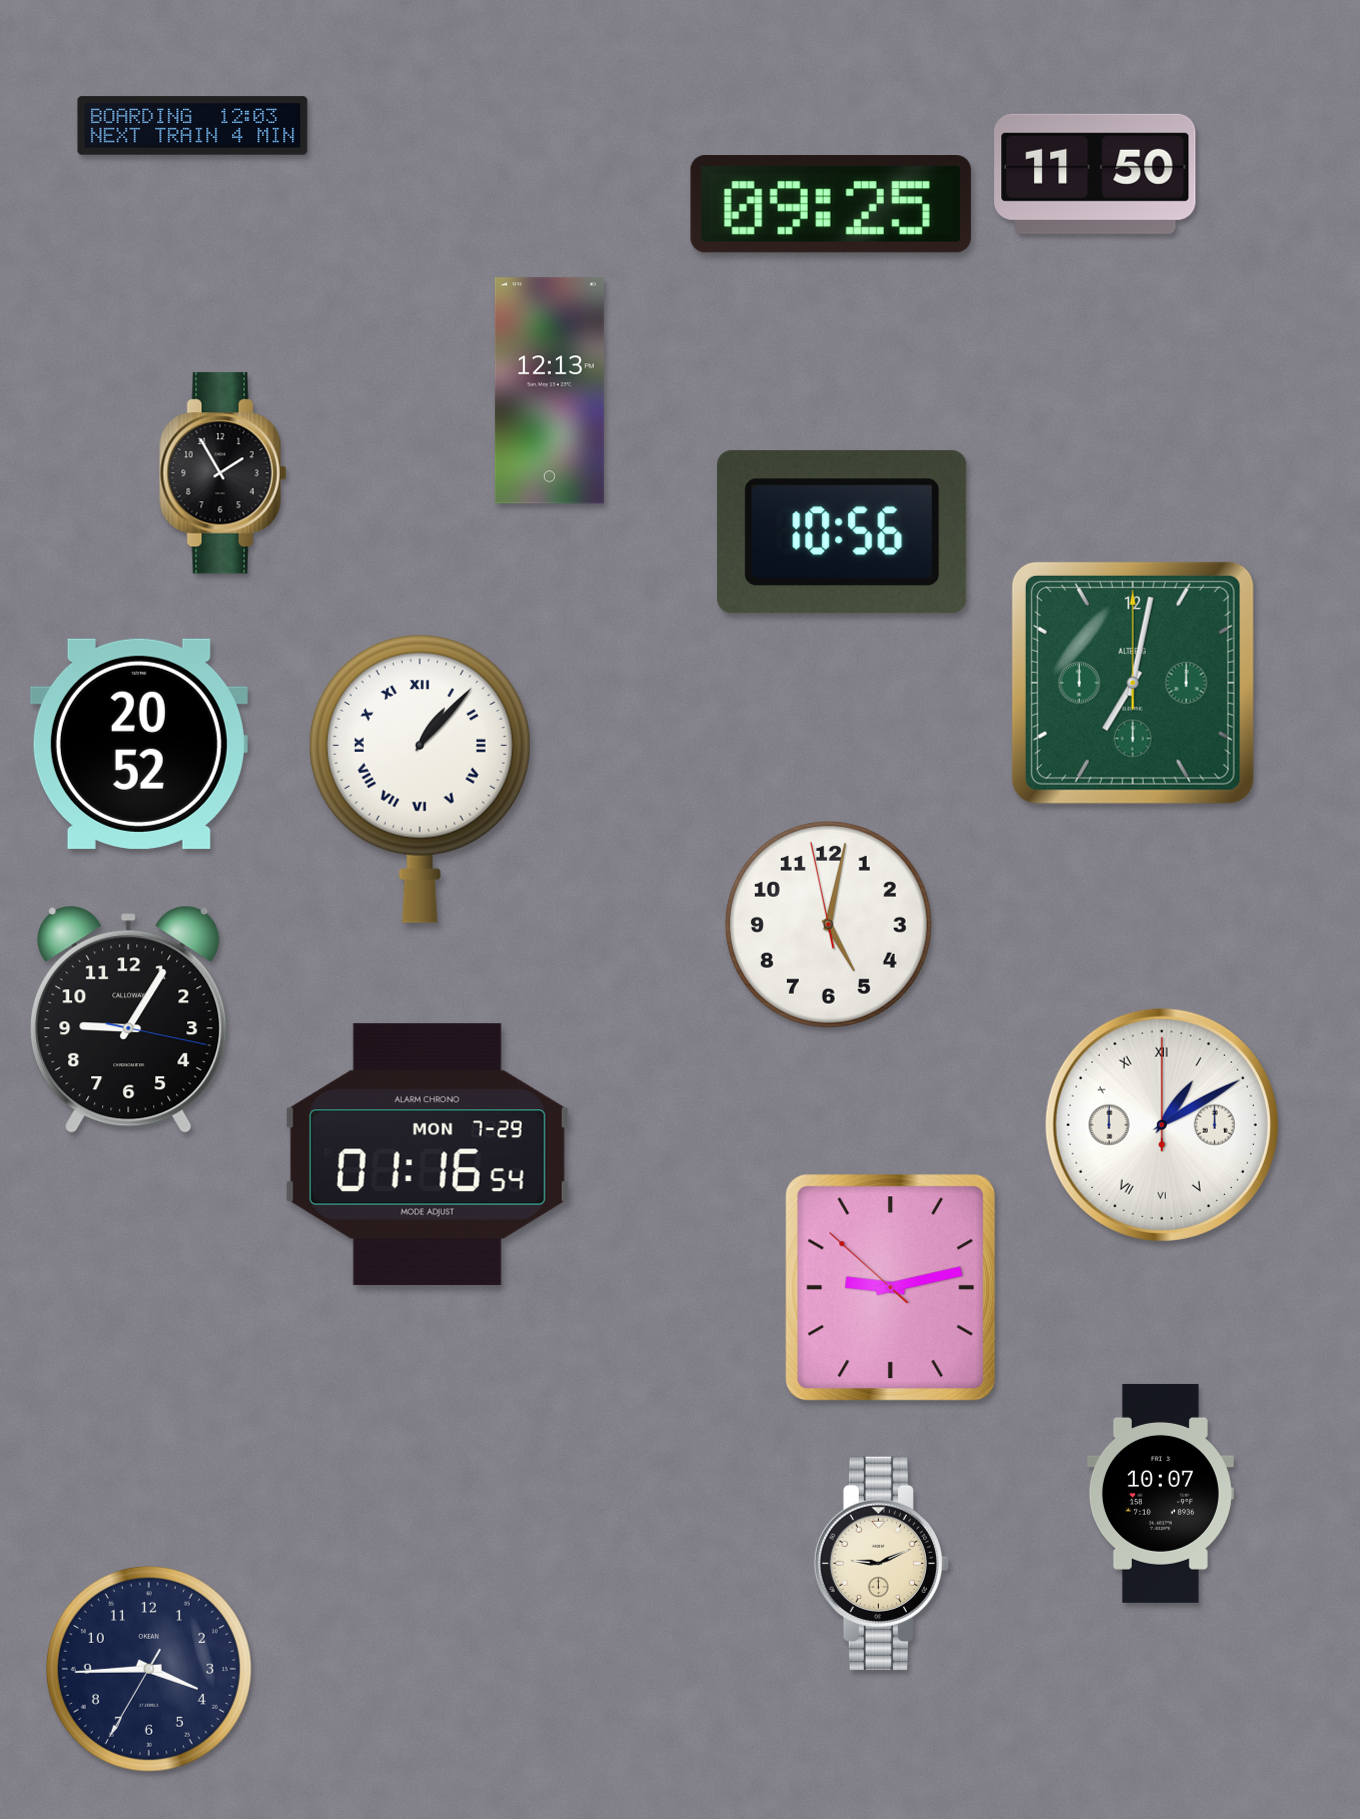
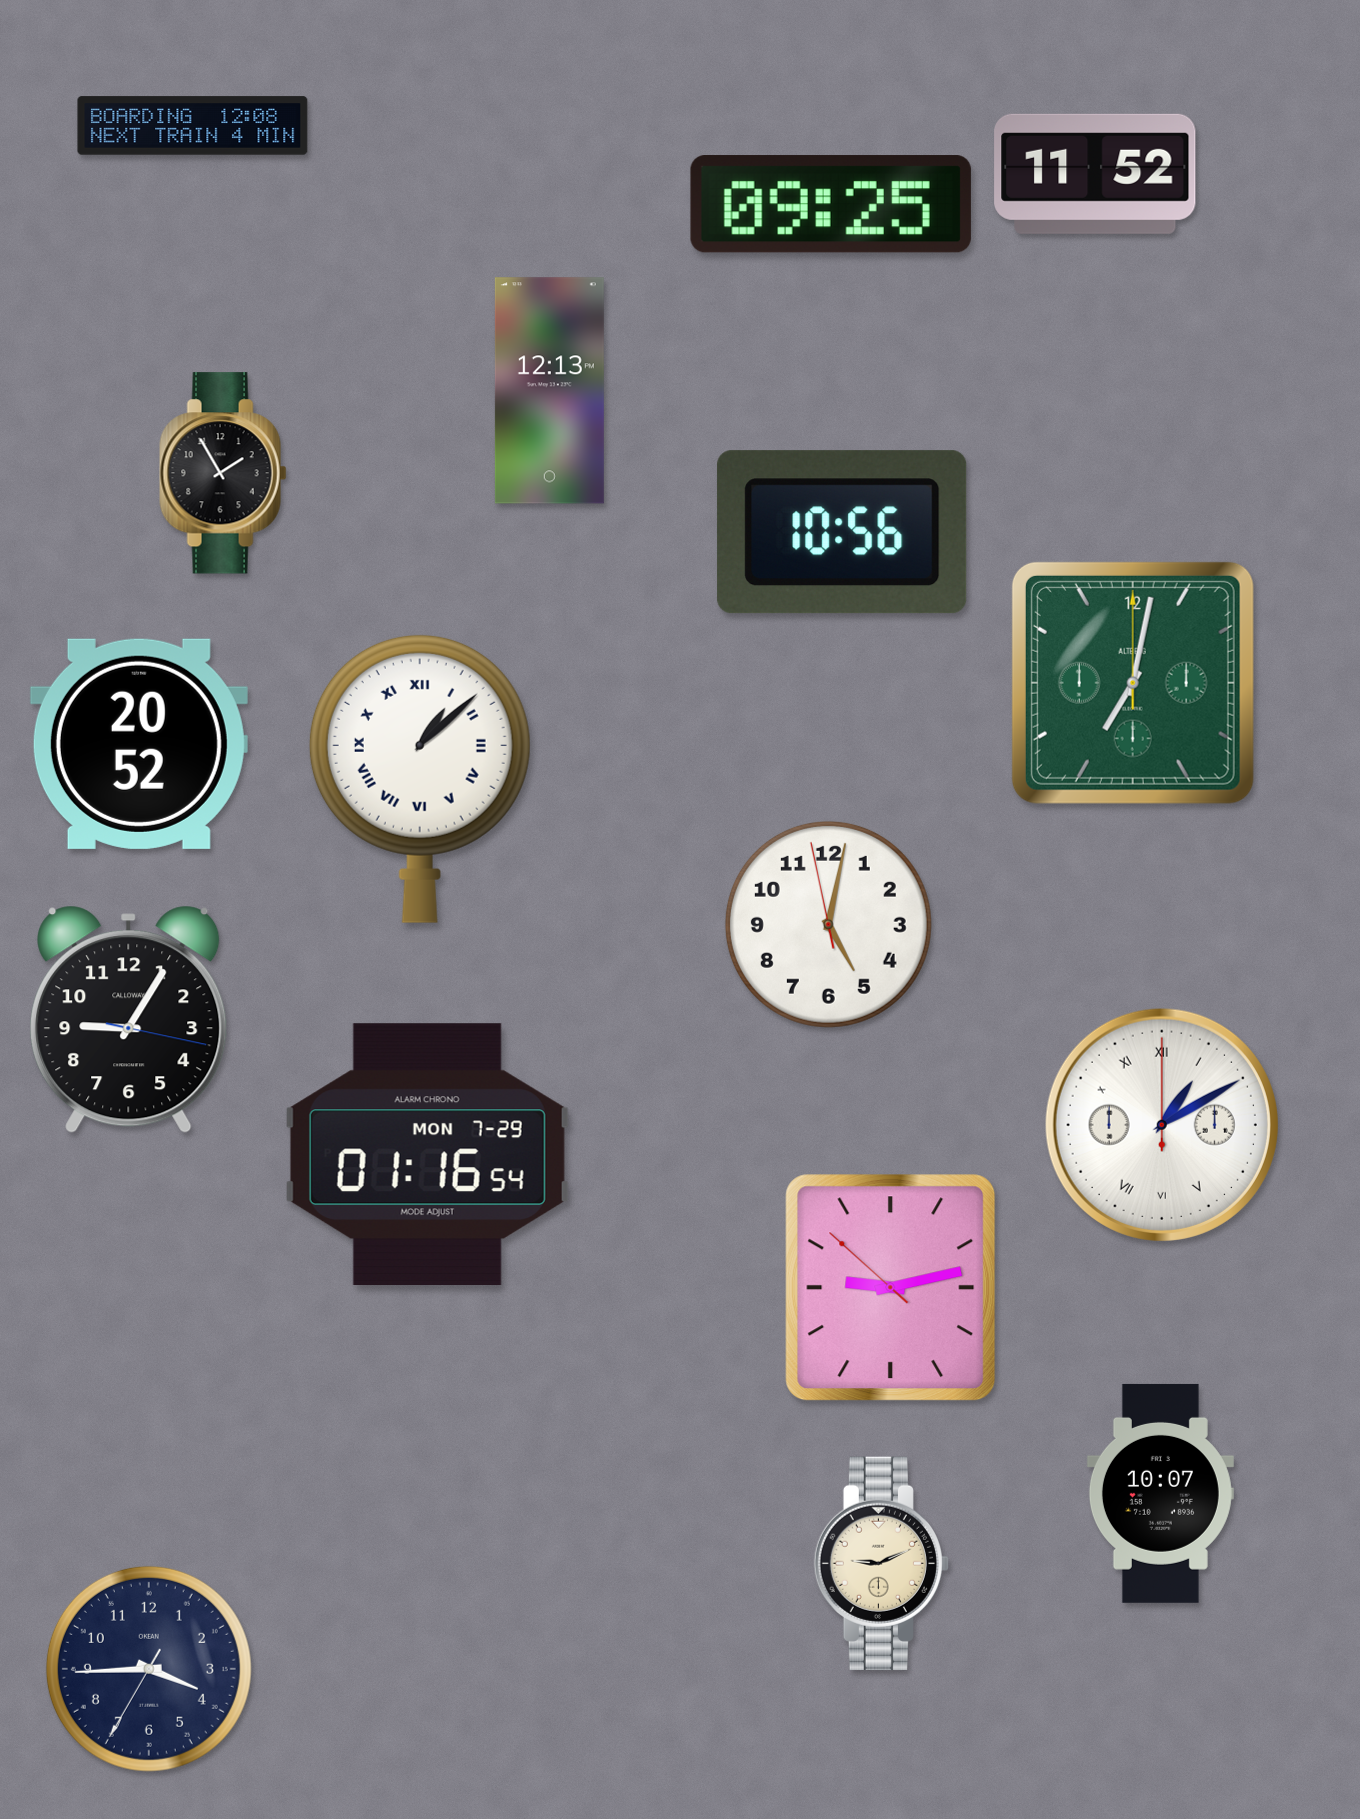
clock at (193, 126): 12:03 -> 12:08
clock at (1095, 174): 11:50 -> 11:52
clock at (420, 778): 1:07 -> 1:08
